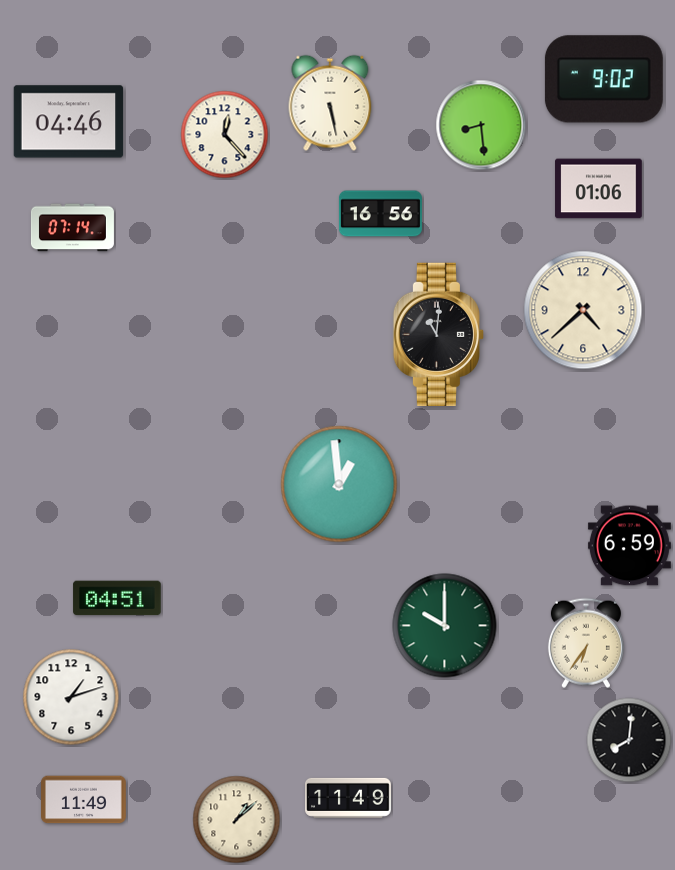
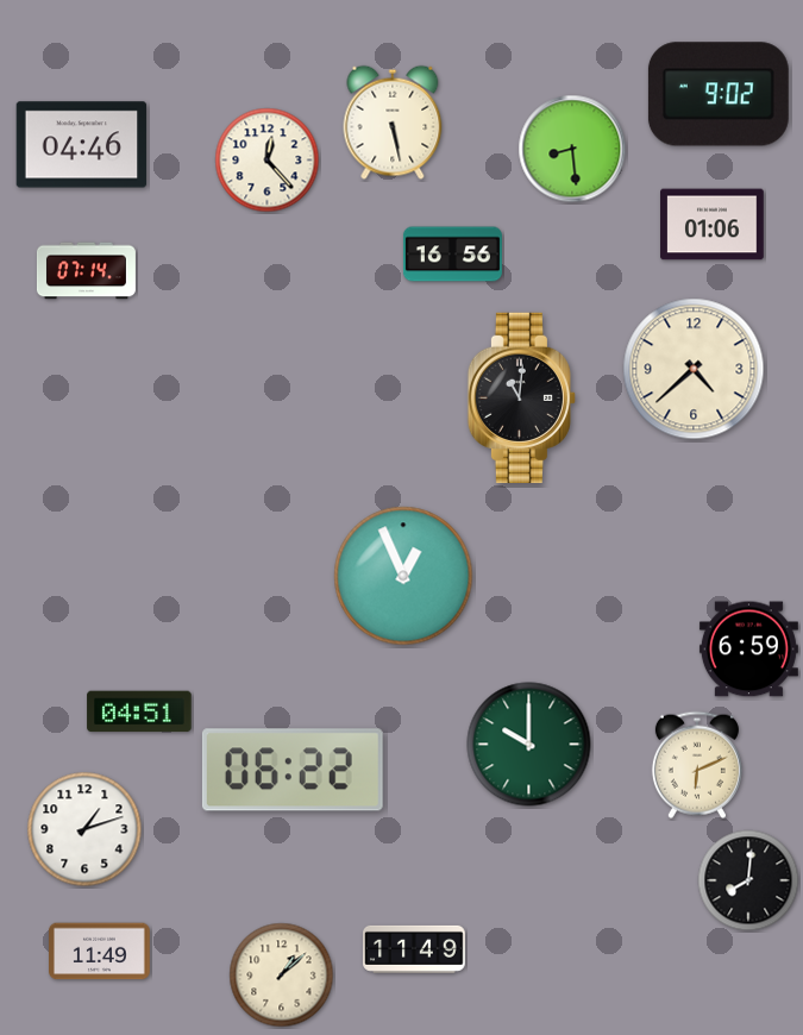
clock at (339, 484): 12:59 -> 12:56
clock at (586, 643): 6:36 -> 6:11
clock at (293, 770): none -> 06:22
